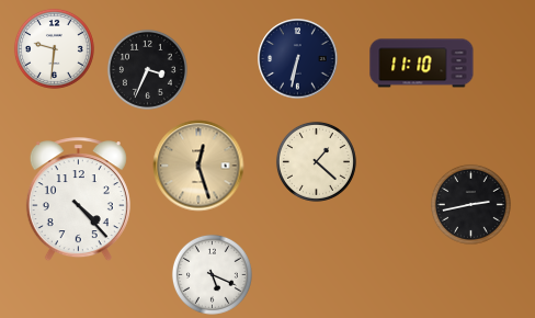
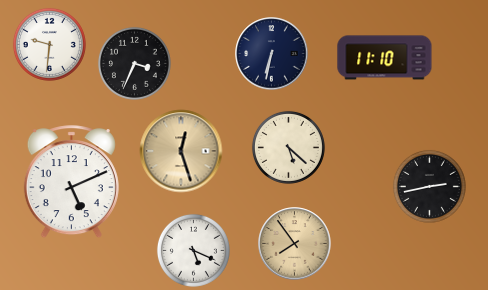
clock at (316, 161): 1:22 -> 5:22
clock at (78, 200): 4:23 -> 5:11
clock at (295, 244): none -> 7:54
